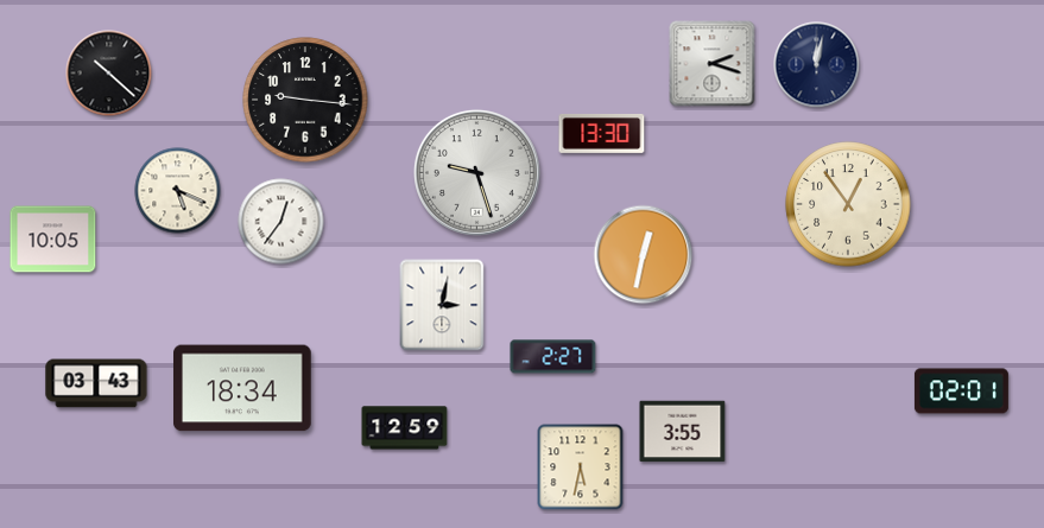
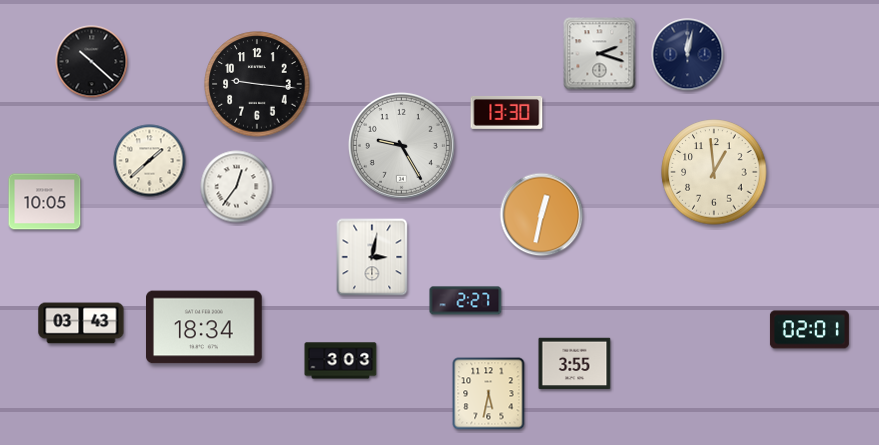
clock at (476, 172): 9:27 -> 9:25
clock at (178, 191): 5:19 -> 1:38
clock at (848, 204): 12:54 -> 12:59
clock at (405, 428): 12:59 -> 3:03
